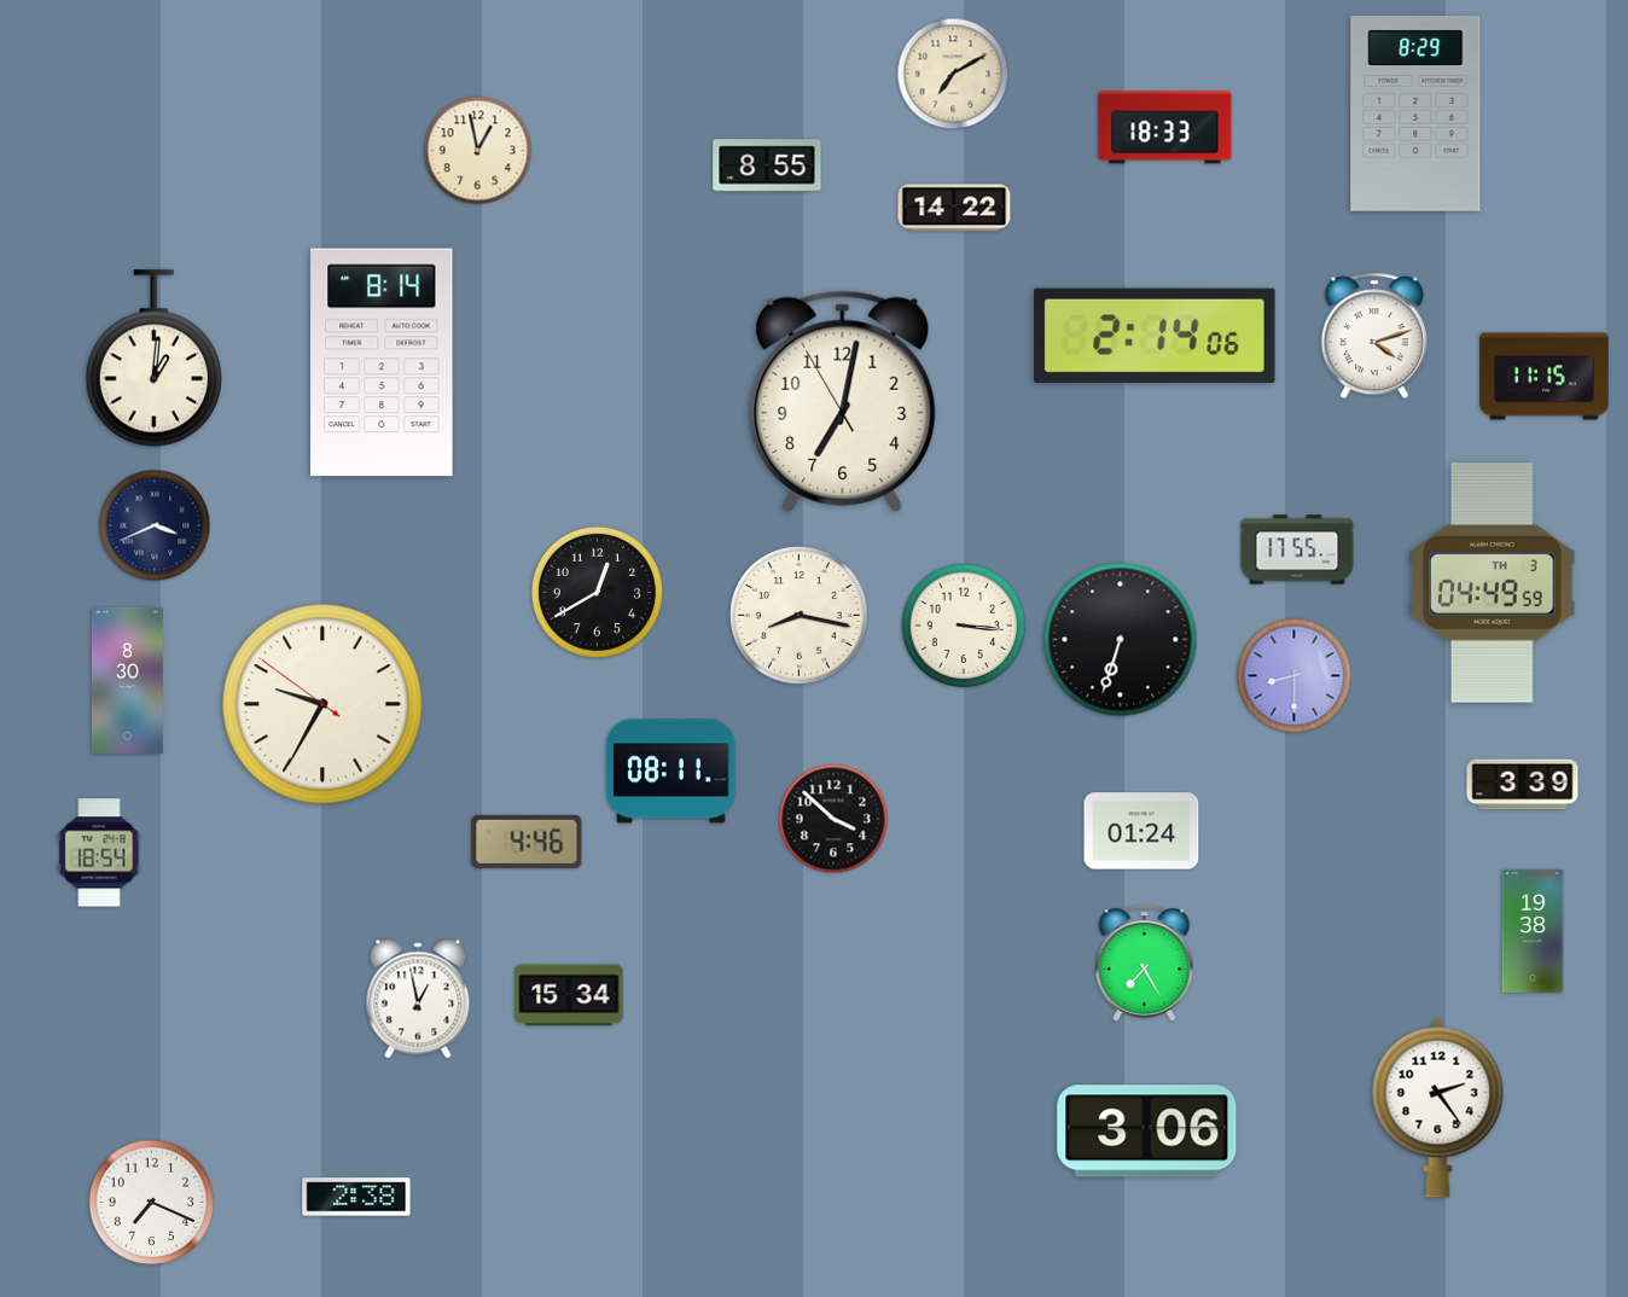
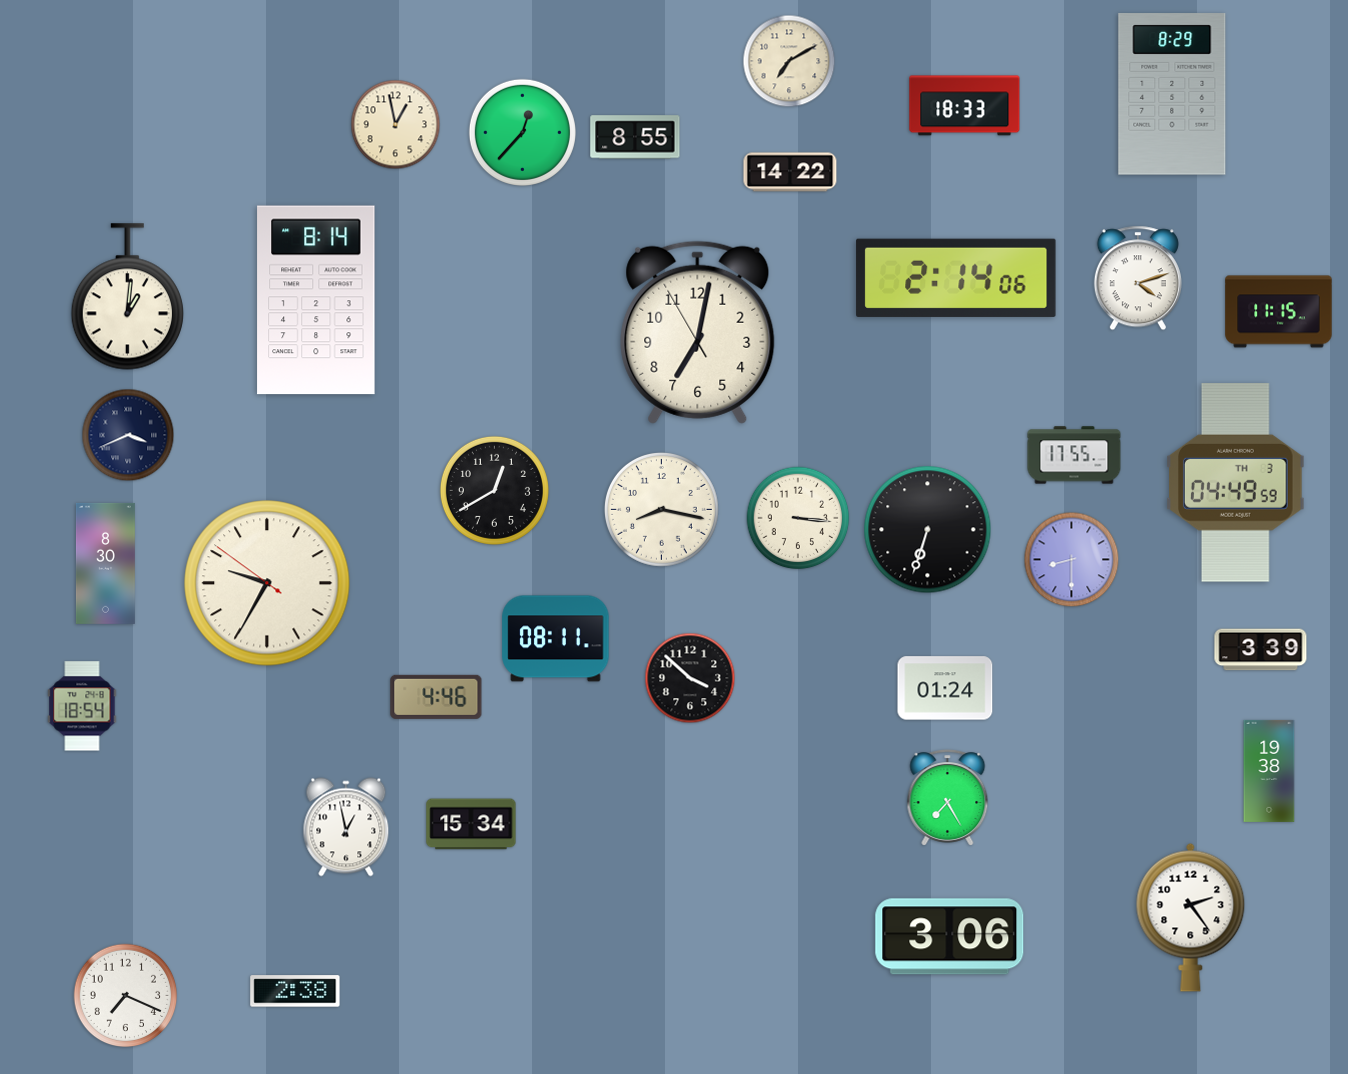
clock at (522, 132): none -> 12:37
